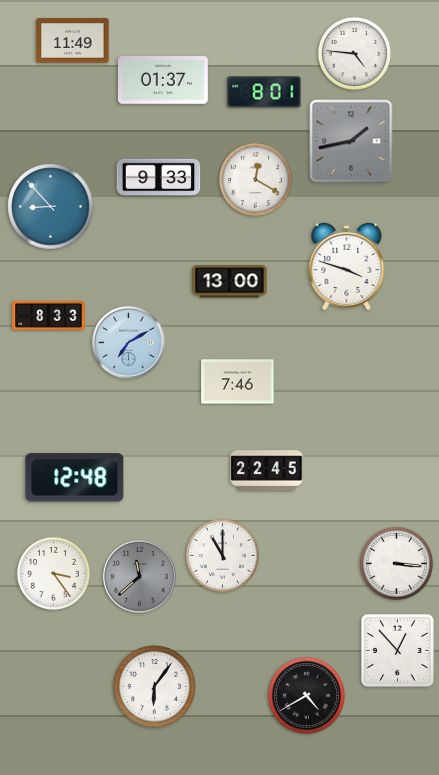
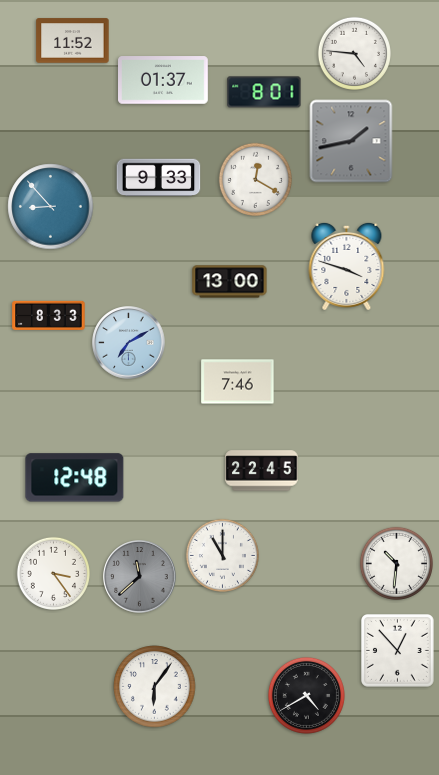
clock at (73, 41): 11:49 -> 11:52
clock at (267, 471) position: (267, 471) -> (262, 471)
clock at (396, 563): 3:16 -> 10:31
